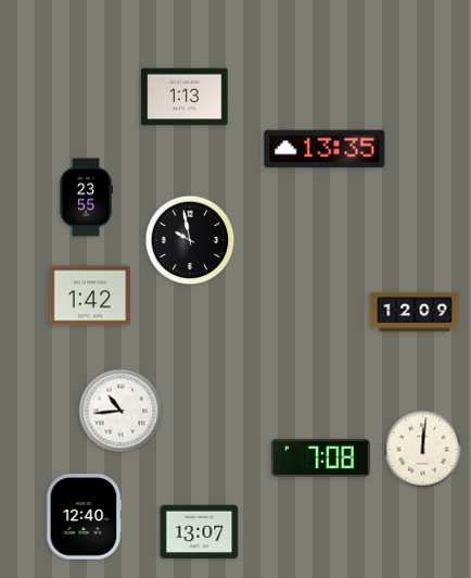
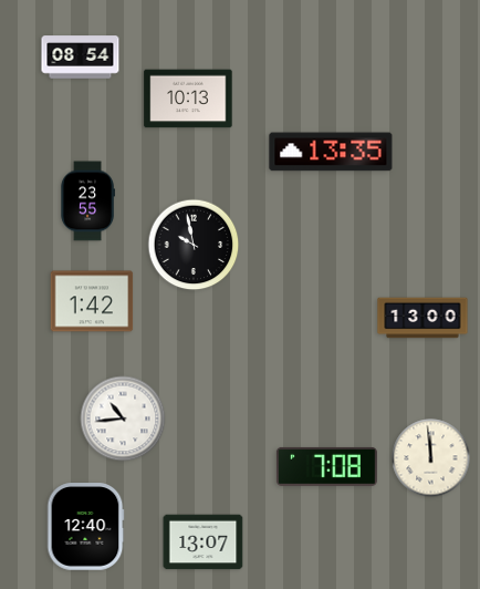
clock at (81, 58): none -> 08:54
clock at (184, 97): 1:13 -> 10:13
clock at (415, 312): 12:09 -> 13:00
clock at (423, 450): 12:01 -> 11:59
